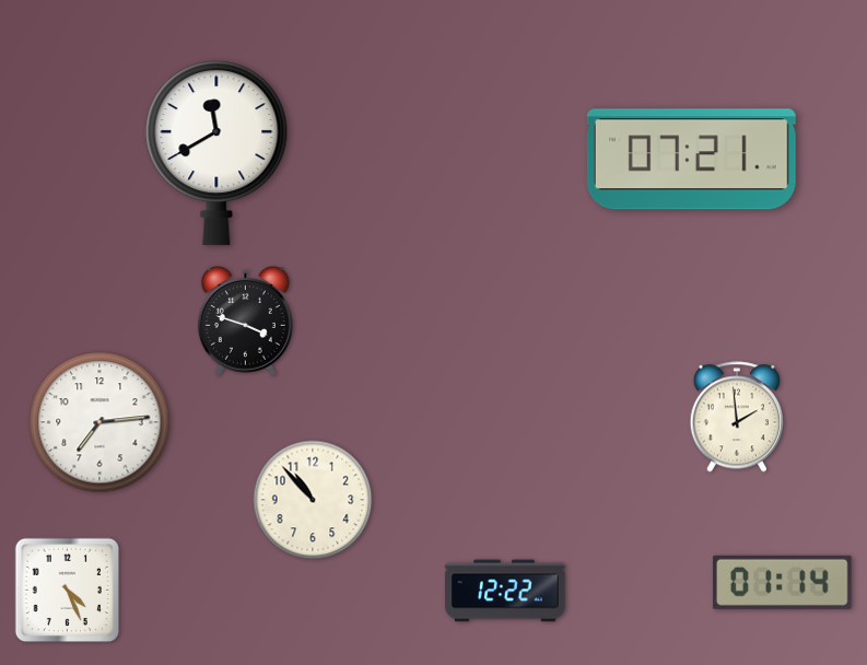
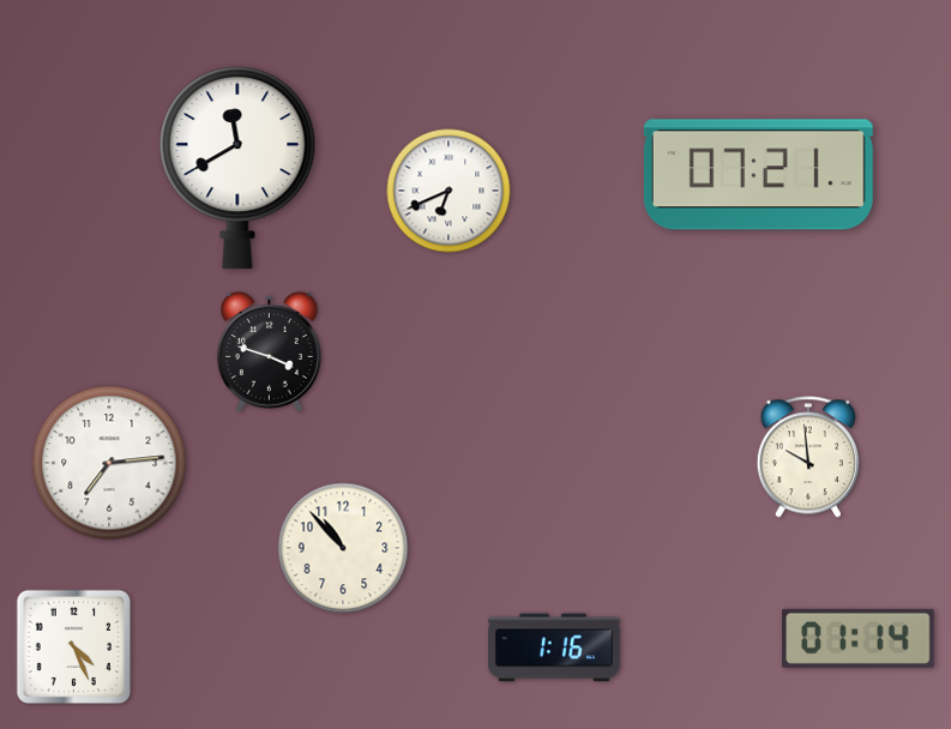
clock at (449, 191): none -> 6:41
clock at (736, 417): 1:59 -> 9:59
clock at (505, 591): 12:22 -> 1:16
